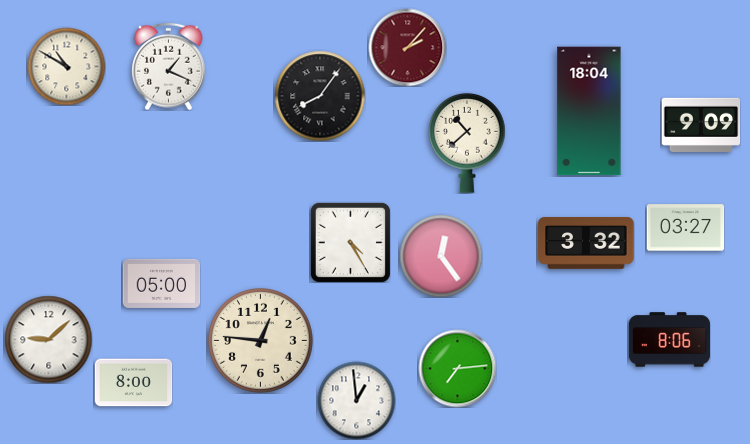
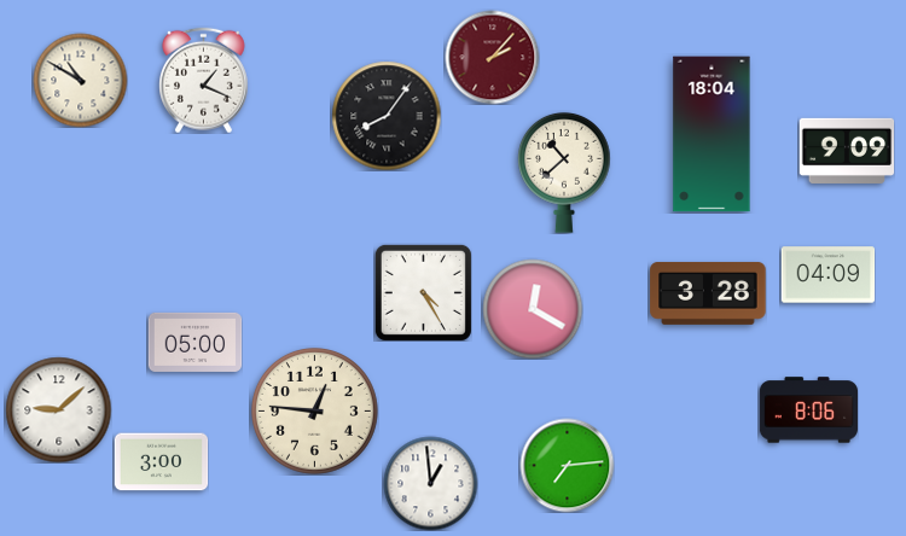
clock at (685, 228): 03:27 -> 04:09
clock at (586, 243): 3:32 -> 3:28
clock at (441, 256): 12:24 -> 12:20
clock at (457, 368) position: (457, 368) -> (567, 465)
clock at (133, 383): 8:00 -> 3:00
